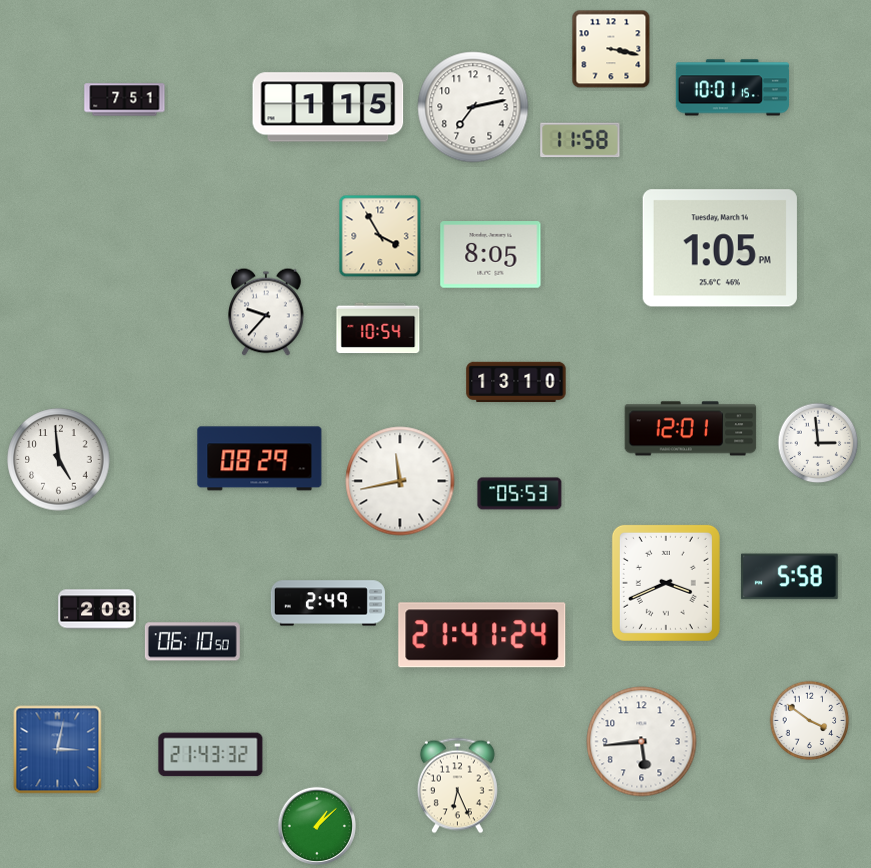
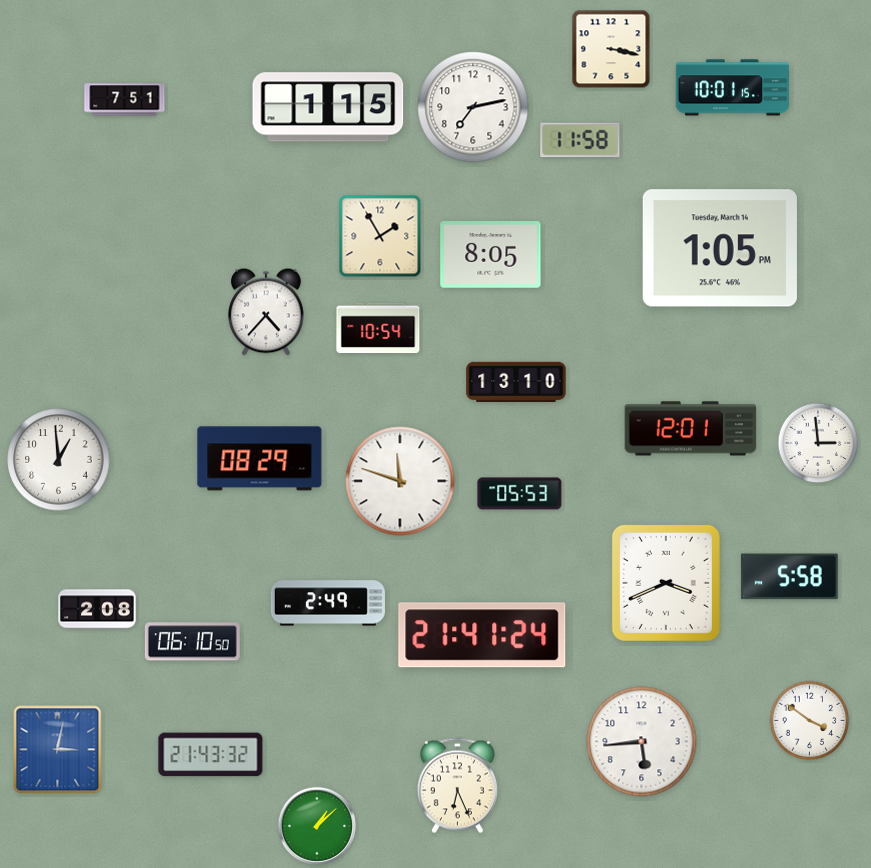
clock at (380, 236): 3:55 -> 1:55
clock at (266, 312): 9:37 -> 4:37
clock at (59, 460): 4:59 -> 12:59
clock at (400, 481): 11:43 -> 11:48
